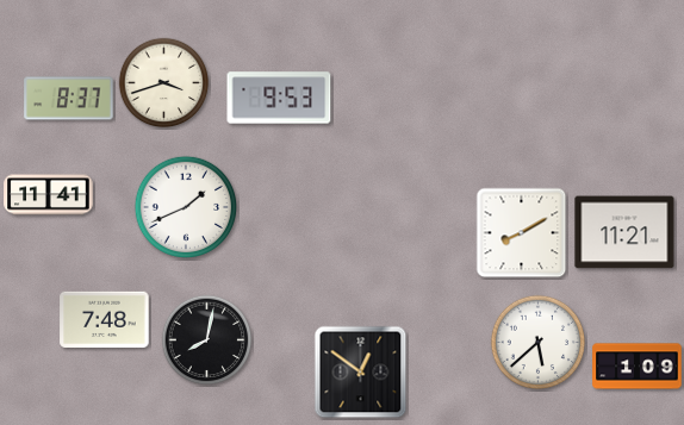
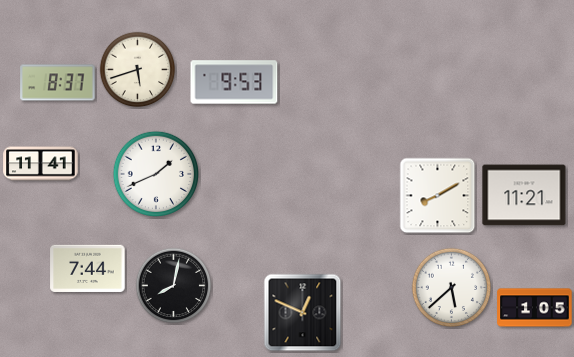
clock at (164, 83): 3:42 -> 5:42
clock at (105, 319): 7:48 -> 7:44
clock at (638, 367): 1:09 -> 1:05
clock at (361, 373): 12:51 -> 12:49
